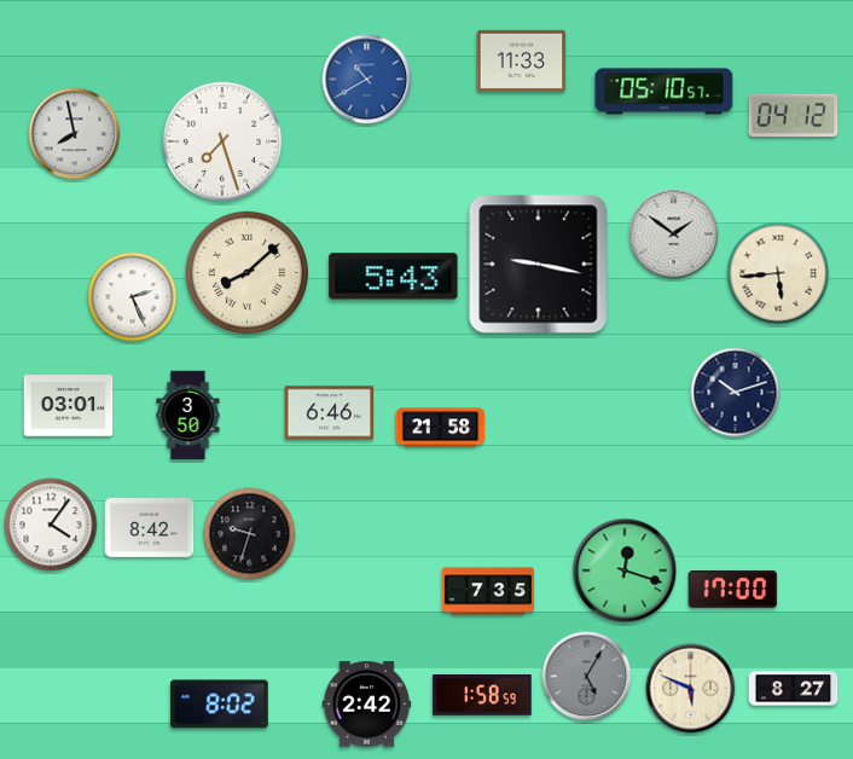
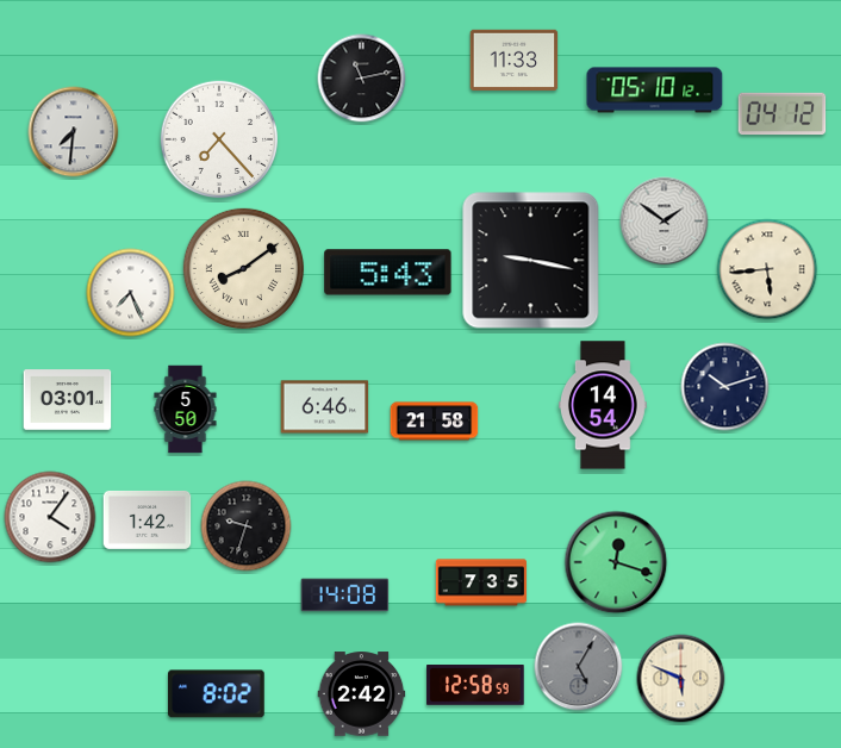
clock at (367, 80): 10:40 -> 11:13
clock at (367, 80) dial: blue -> black
clock at (665, 92): 05:10:57 -> 05:10:12
clock at (75, 134): 7:58 -> 7:31
clock at (222, 141): 7:27 -> 7:23
clock at (674, 234) position: (674, 234) -> (665, 222)
clock at (246, 272): 8:08 -> 8:09
clock at (133, 297): 2:26 -> 7:26
clock at (603, 405): none -> 14:54
clock at (188, 416): 3:50 -> 5:50
clock at (150, 528): 8:42 -> 1:42
clock at (733, 589): 17:00 -> none
clock at (345, 596): none -> 14:08
clock at (794, 689): 8:27 -> none
clock at (482, 695): 1:58 -> 12:58
